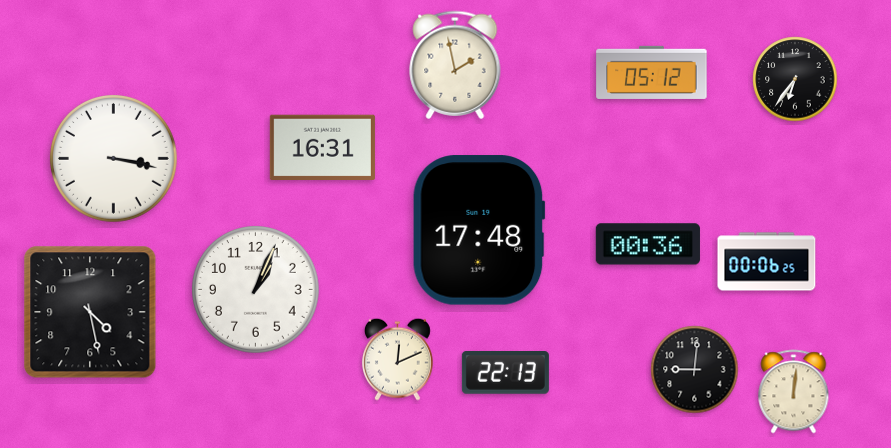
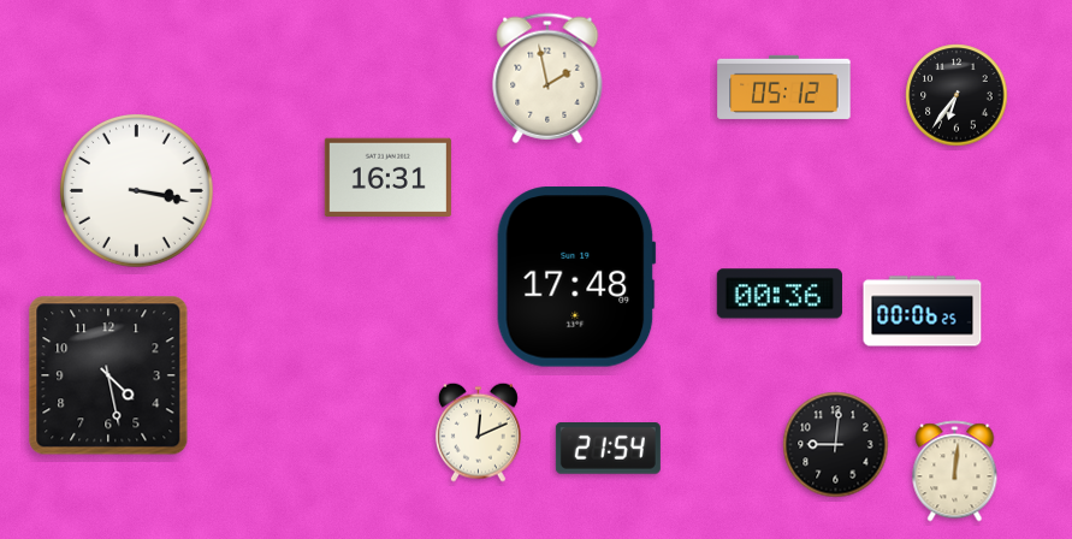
clock at (767, 262) position: (767, 262) -> (923, 312)
clock at (256, 290): 1:04 -> none
clock at (505, 373): 22:13 -> 21:54
